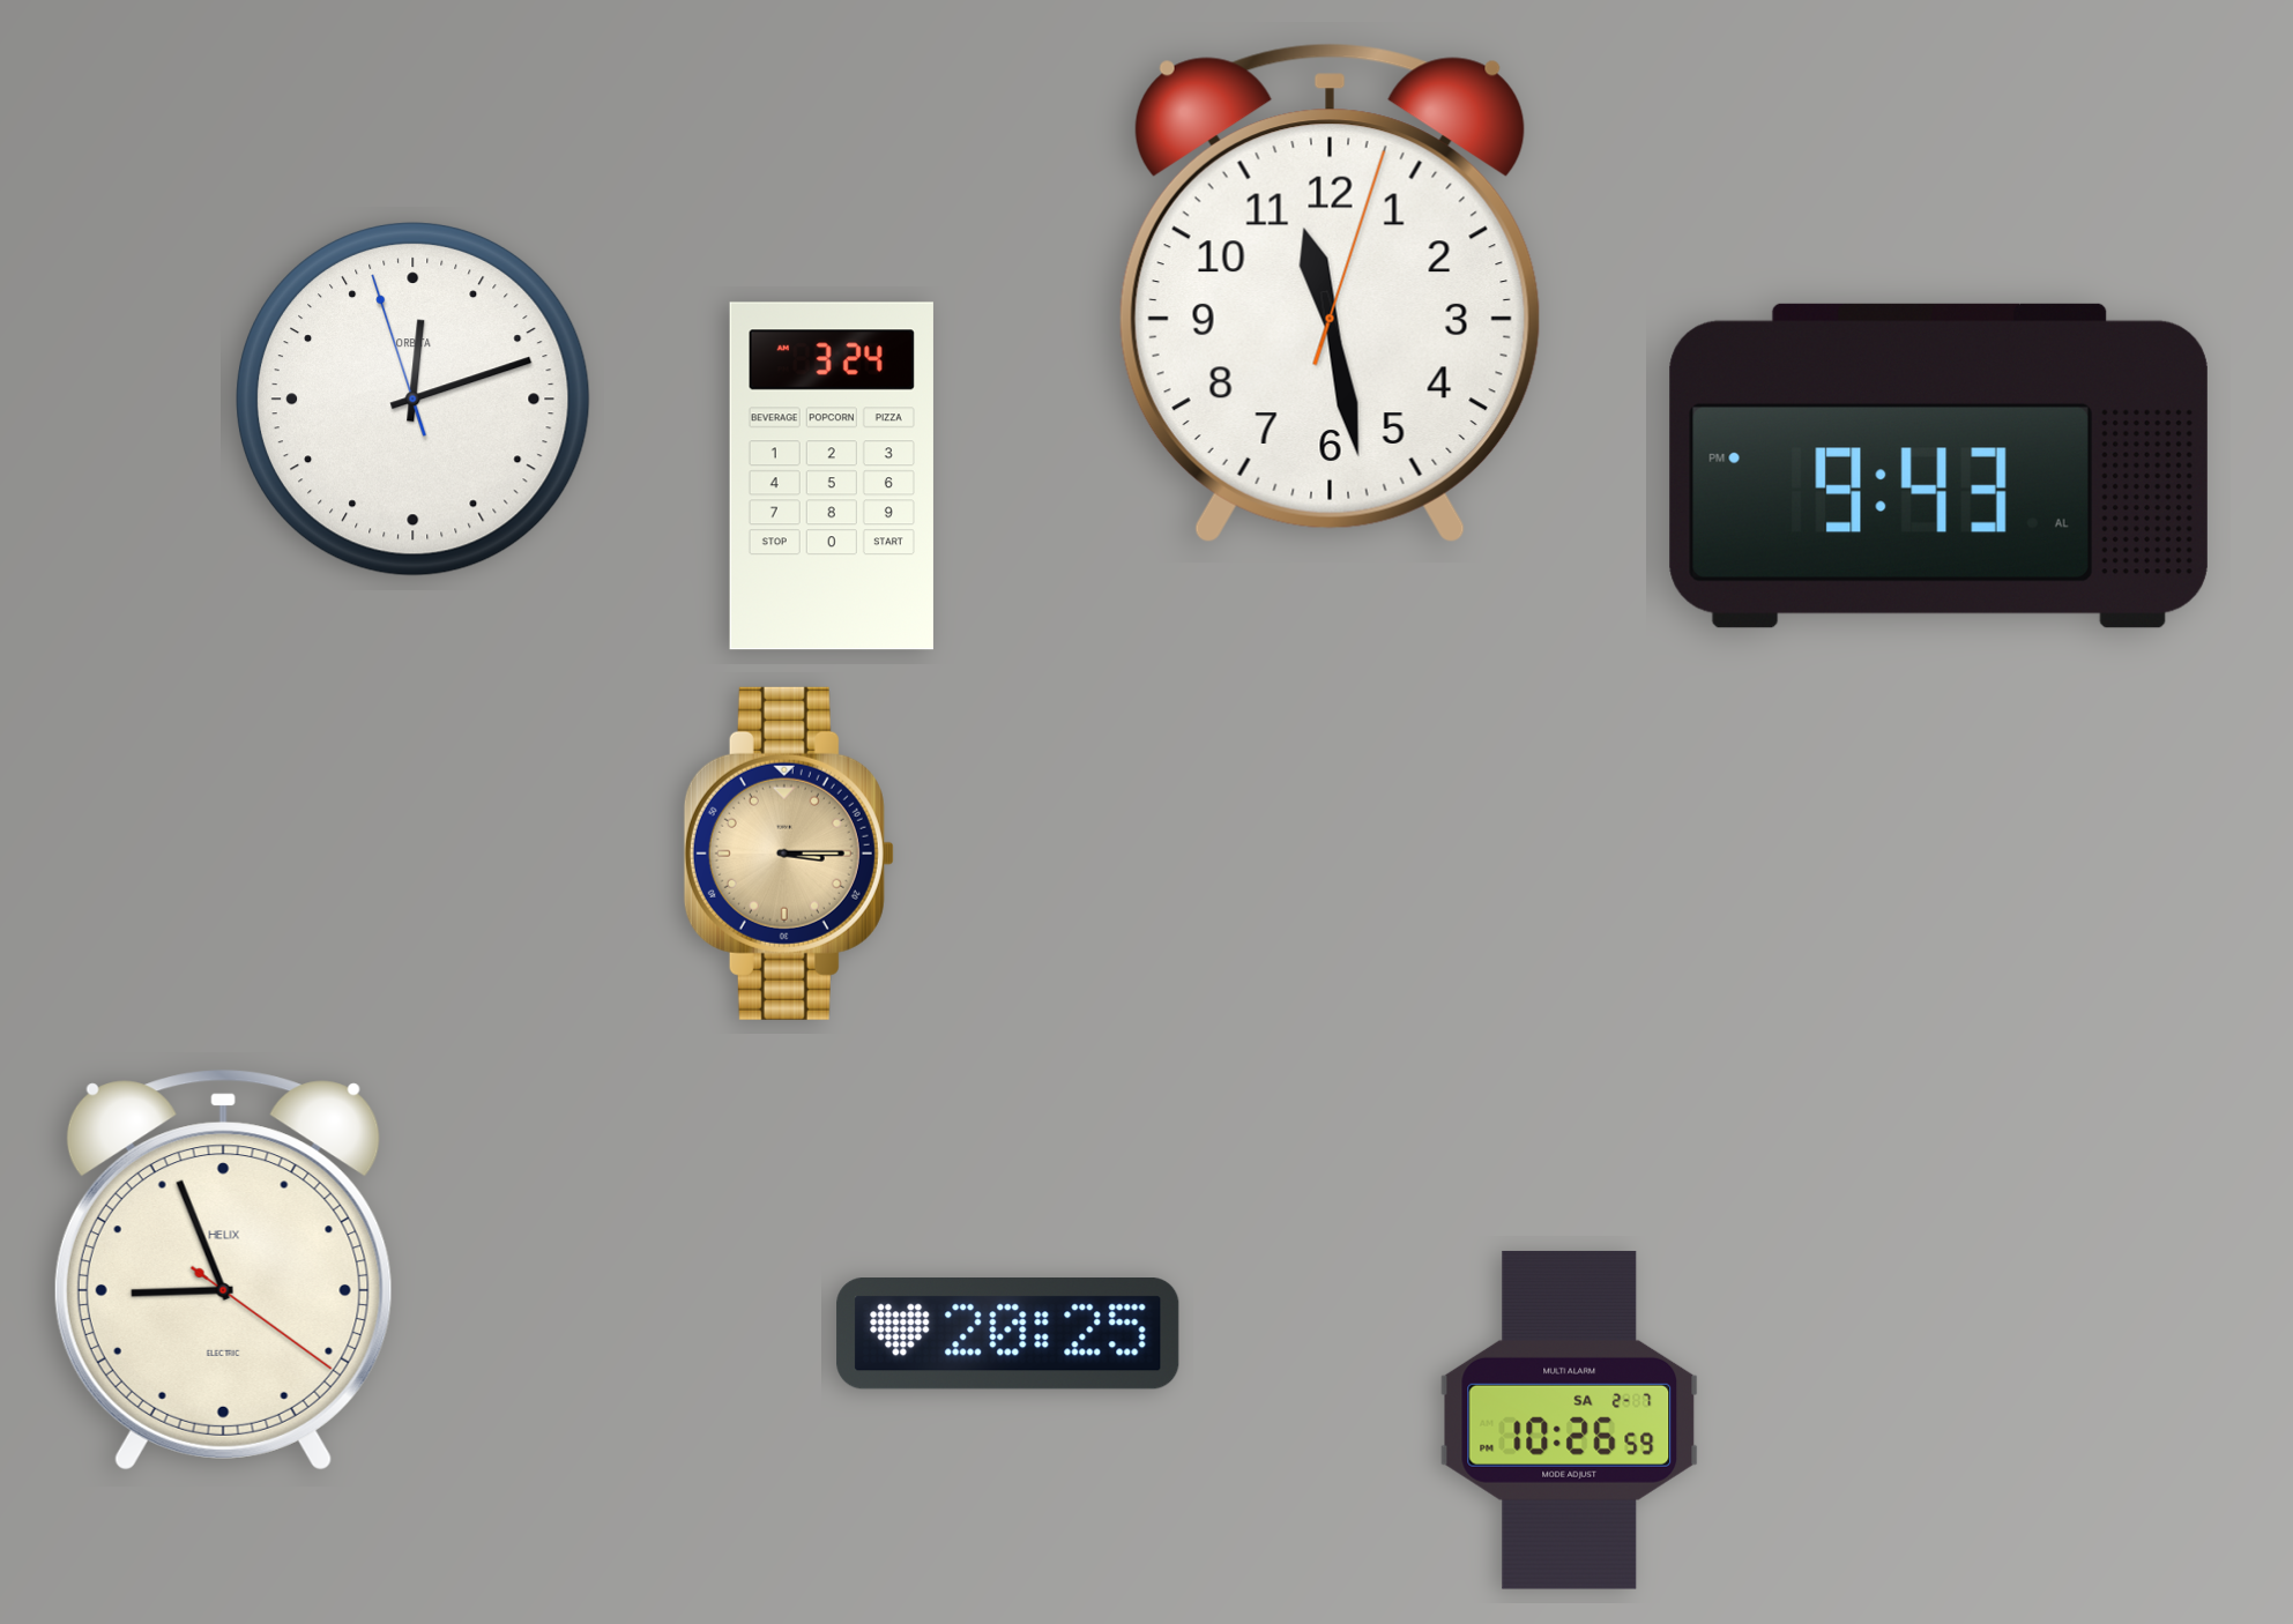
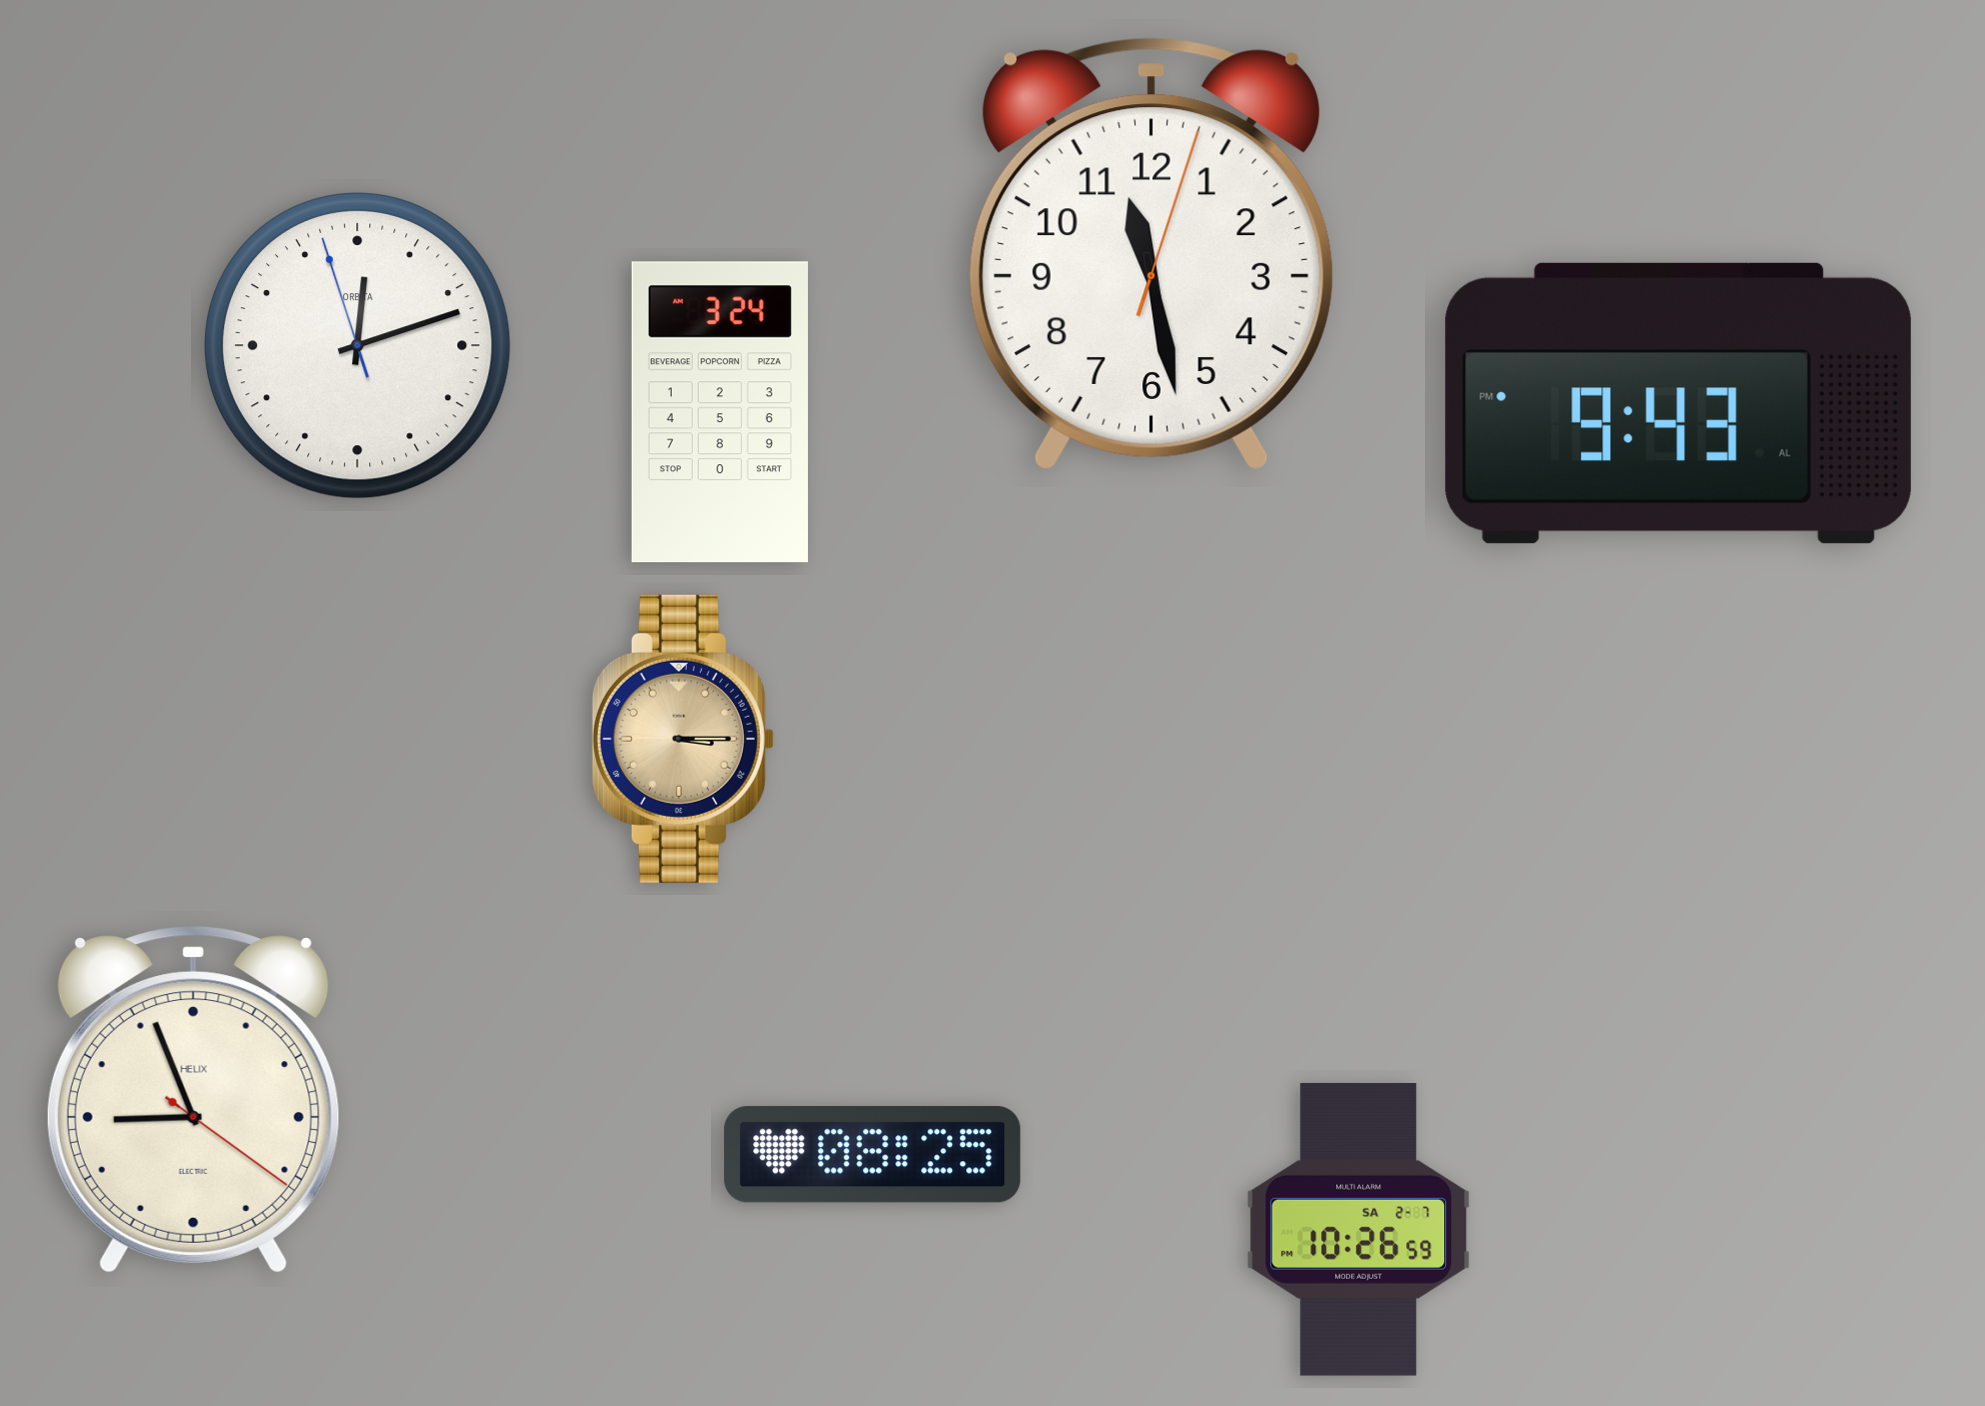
clock at (1008, 1334): 20:25 -> 08:25
